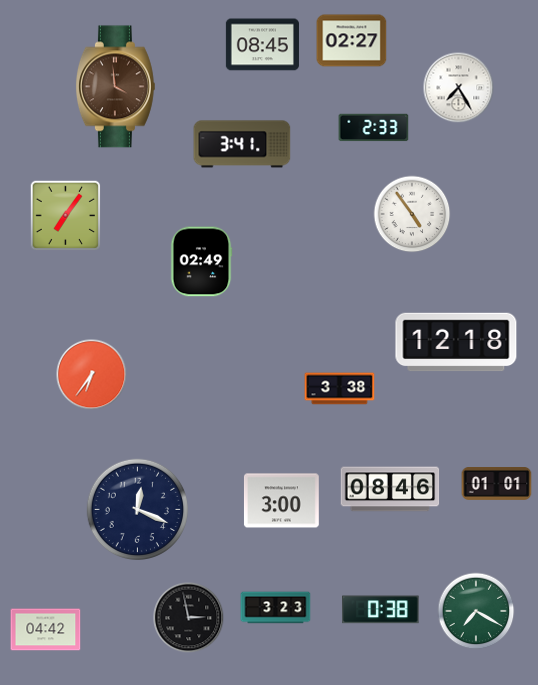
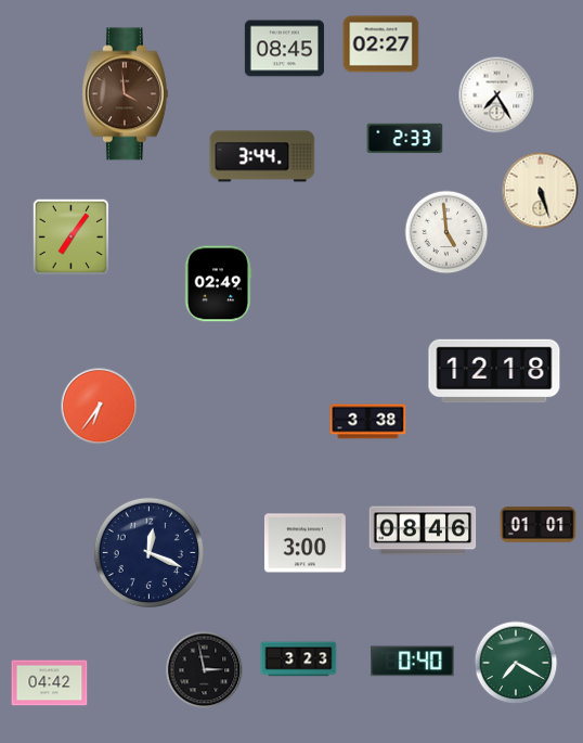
clock at (242, 144): 3:41 -> 3:44
clock at (541, 191): none -> 5:27
clock at (412, 214): 4:54 -> 4:59
clock at (66, 216) position: (66, 216) -> (72, 238)
clock at (381, 610): 0:38 -> 0:40
